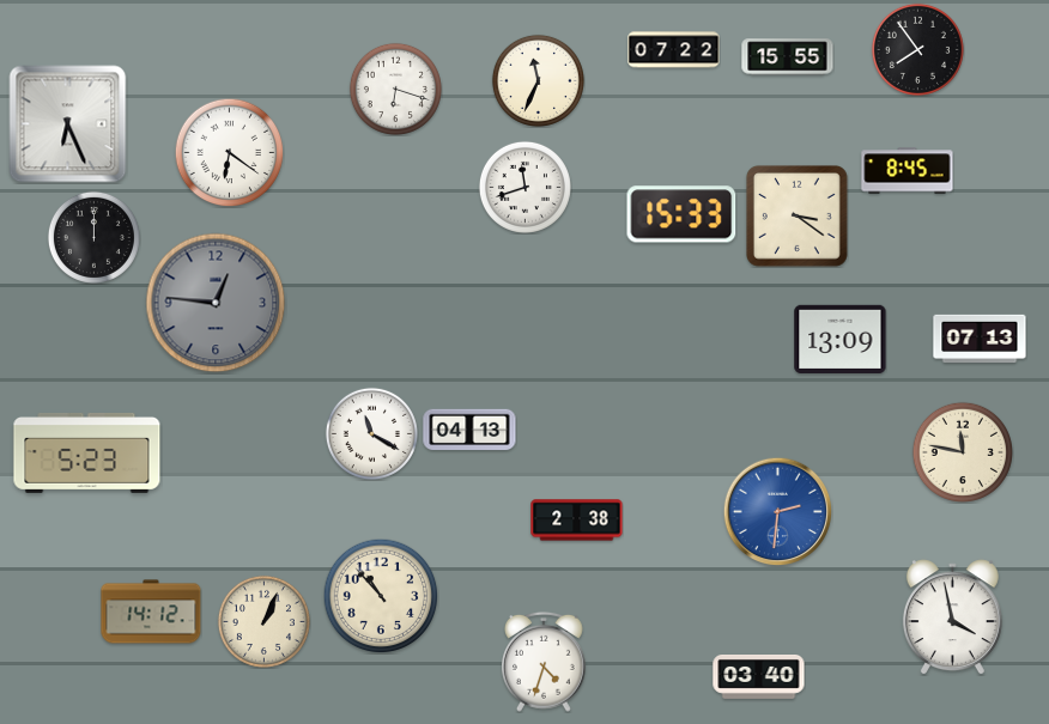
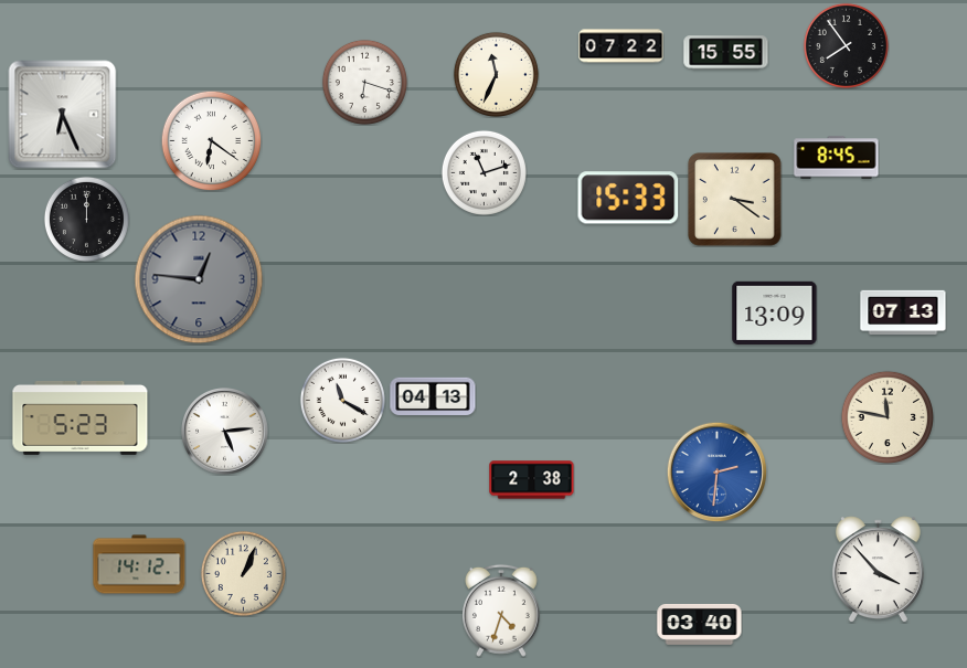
clock at (524, 187): 11:42 -> 11:12
clock at (225, 432): none -> 5:14
clock at (381, 596): 10:53 -> none
clock at (952, 617): 3:58 -> 3:53
